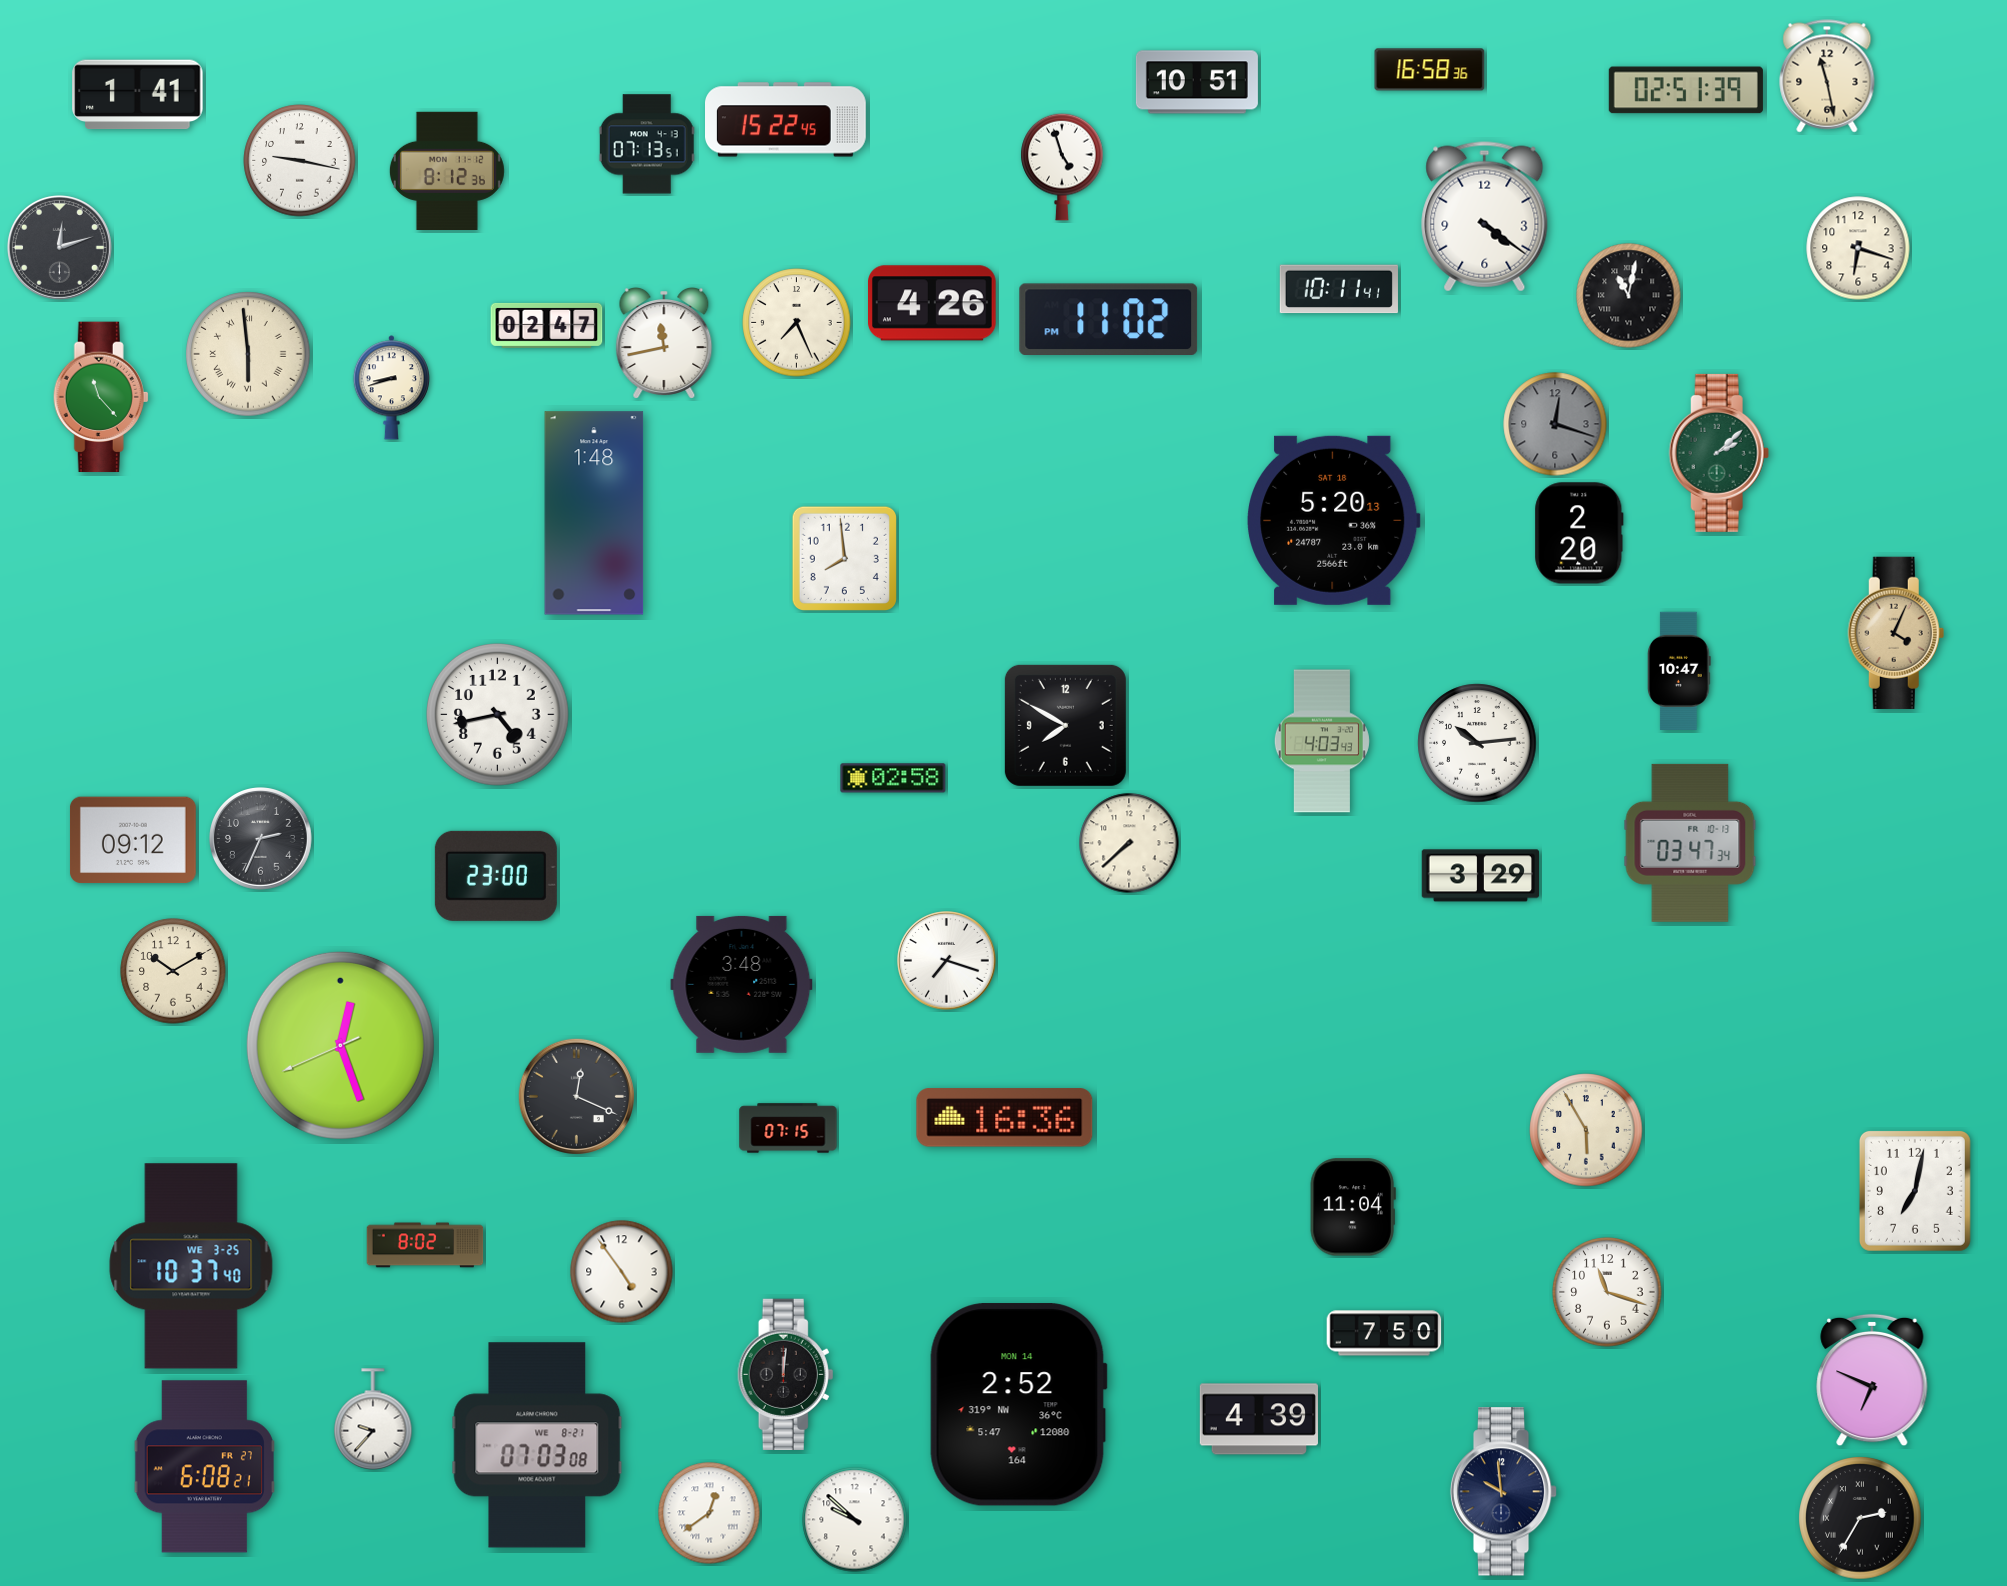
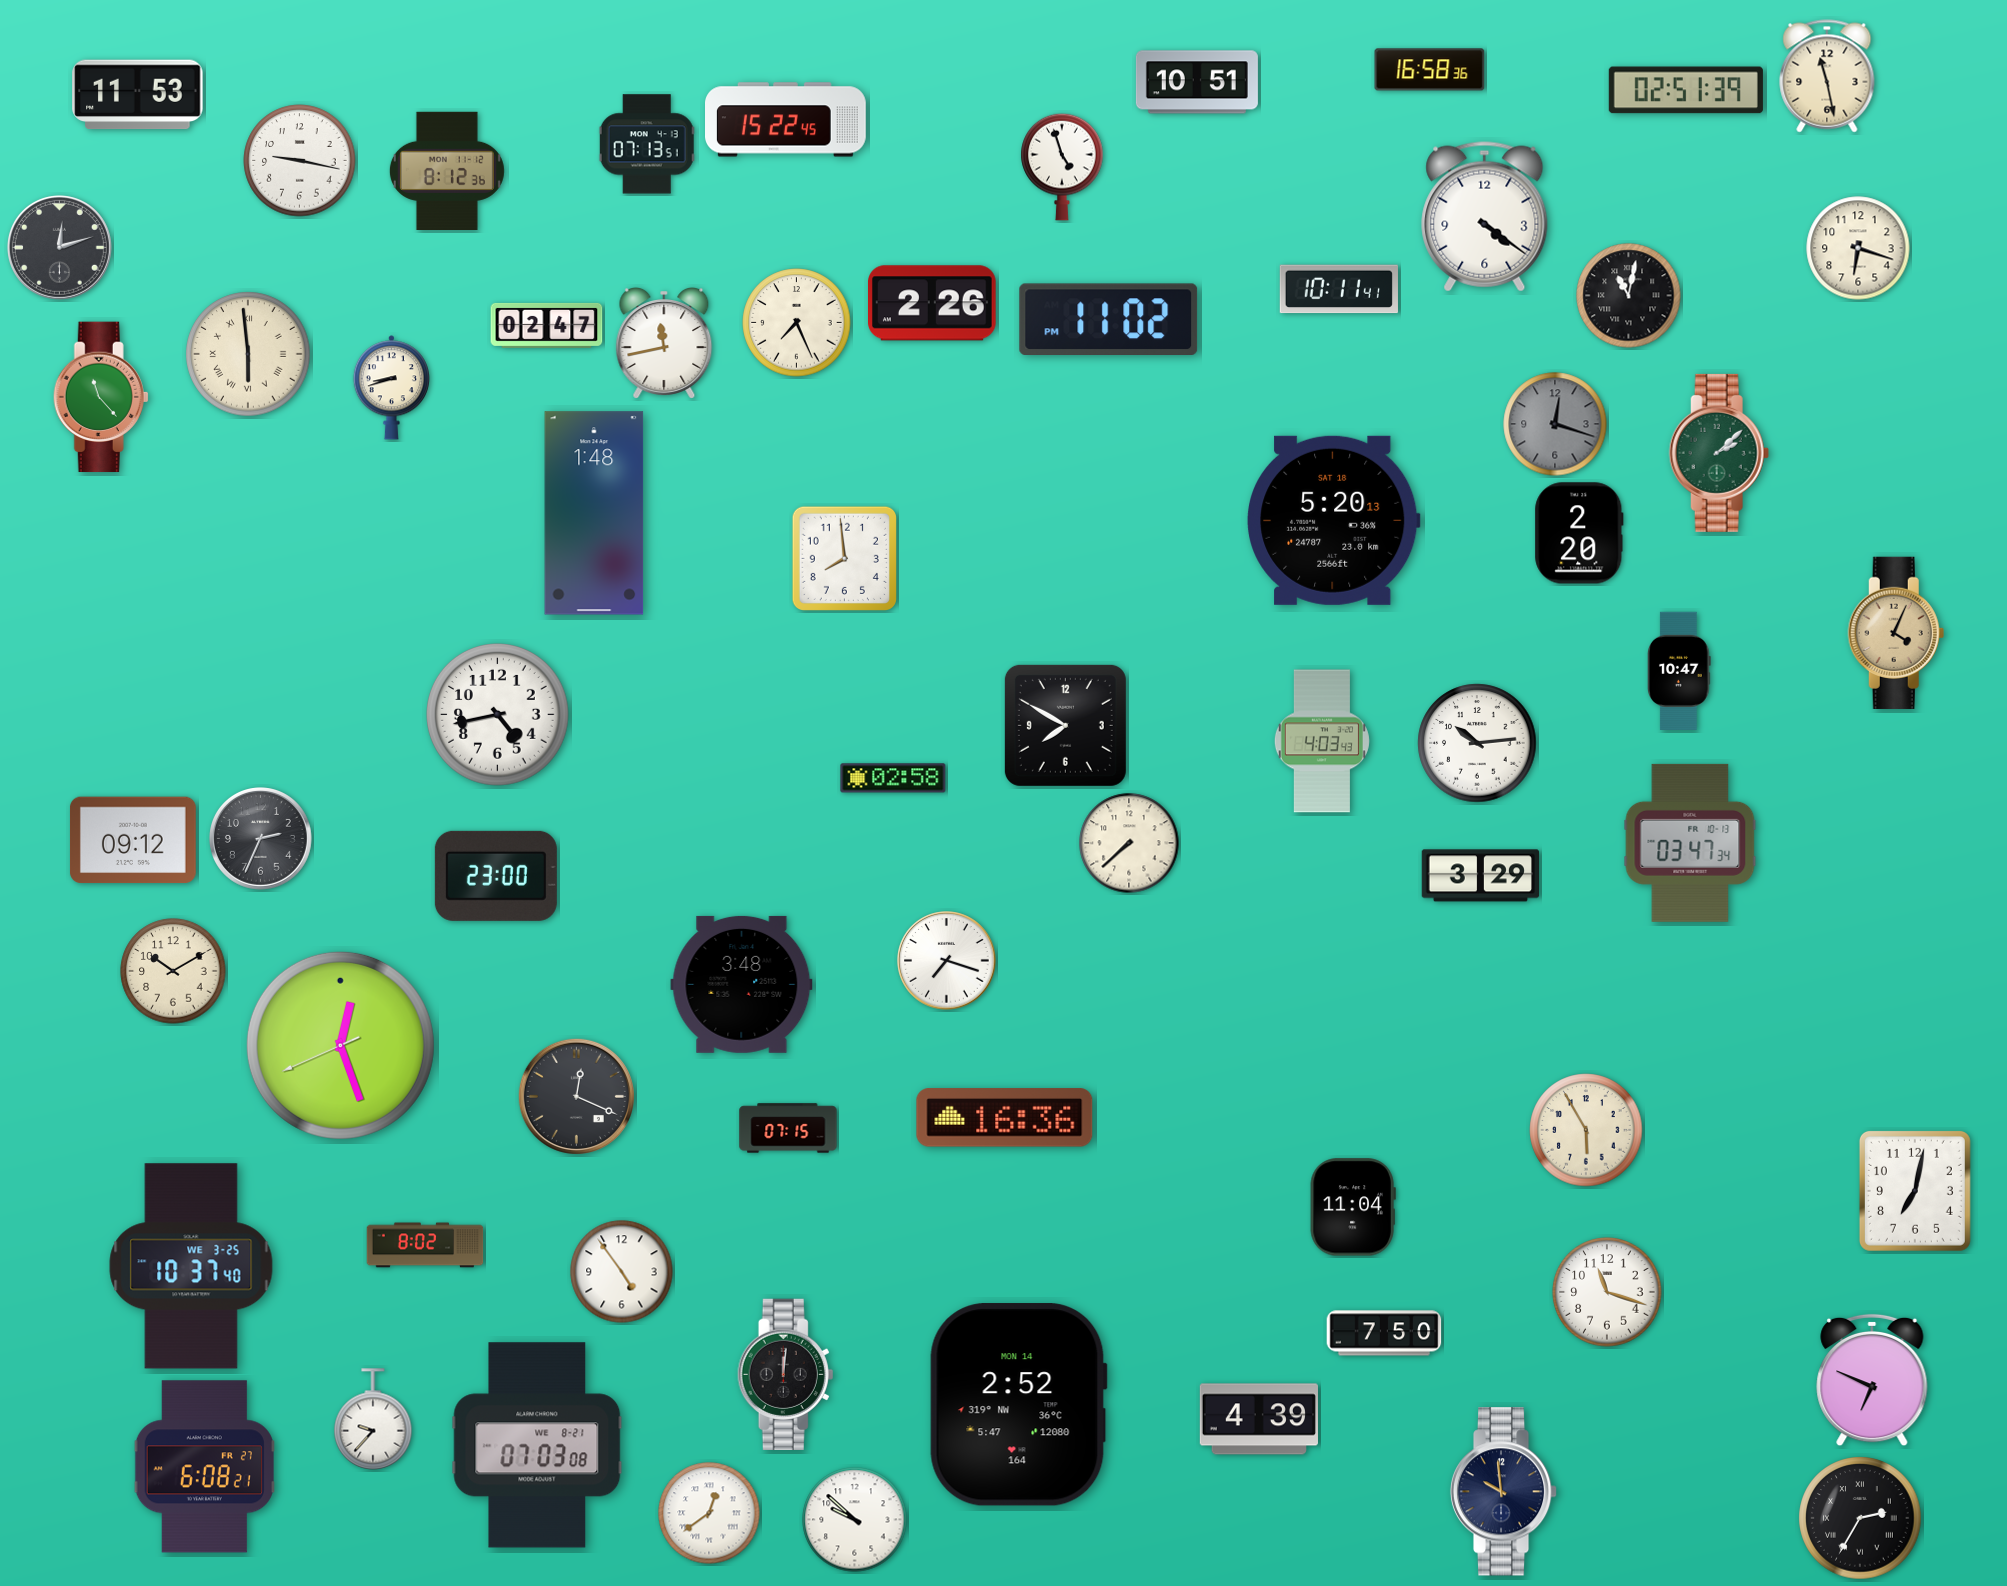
clock at (138, 95): 1:41 -> 11:53
clock at (933, 303): 4:26 -> 2:26
